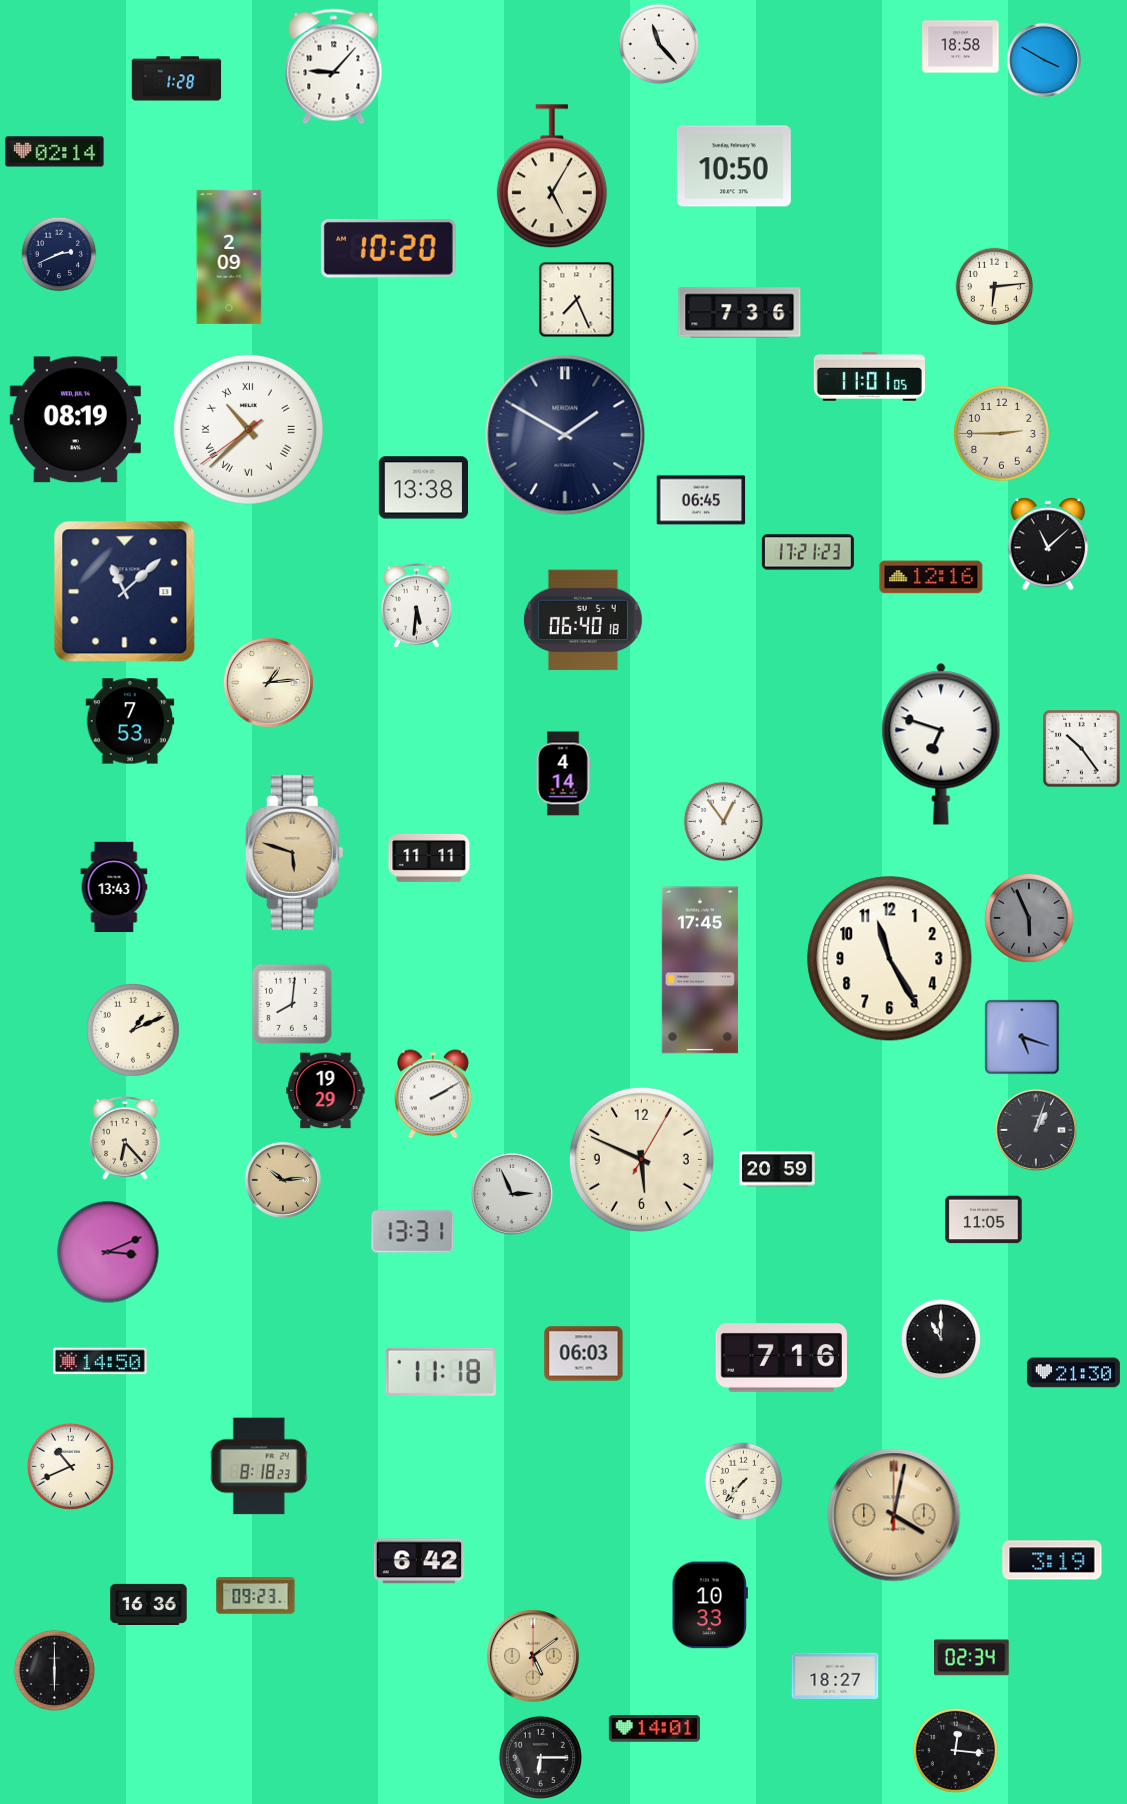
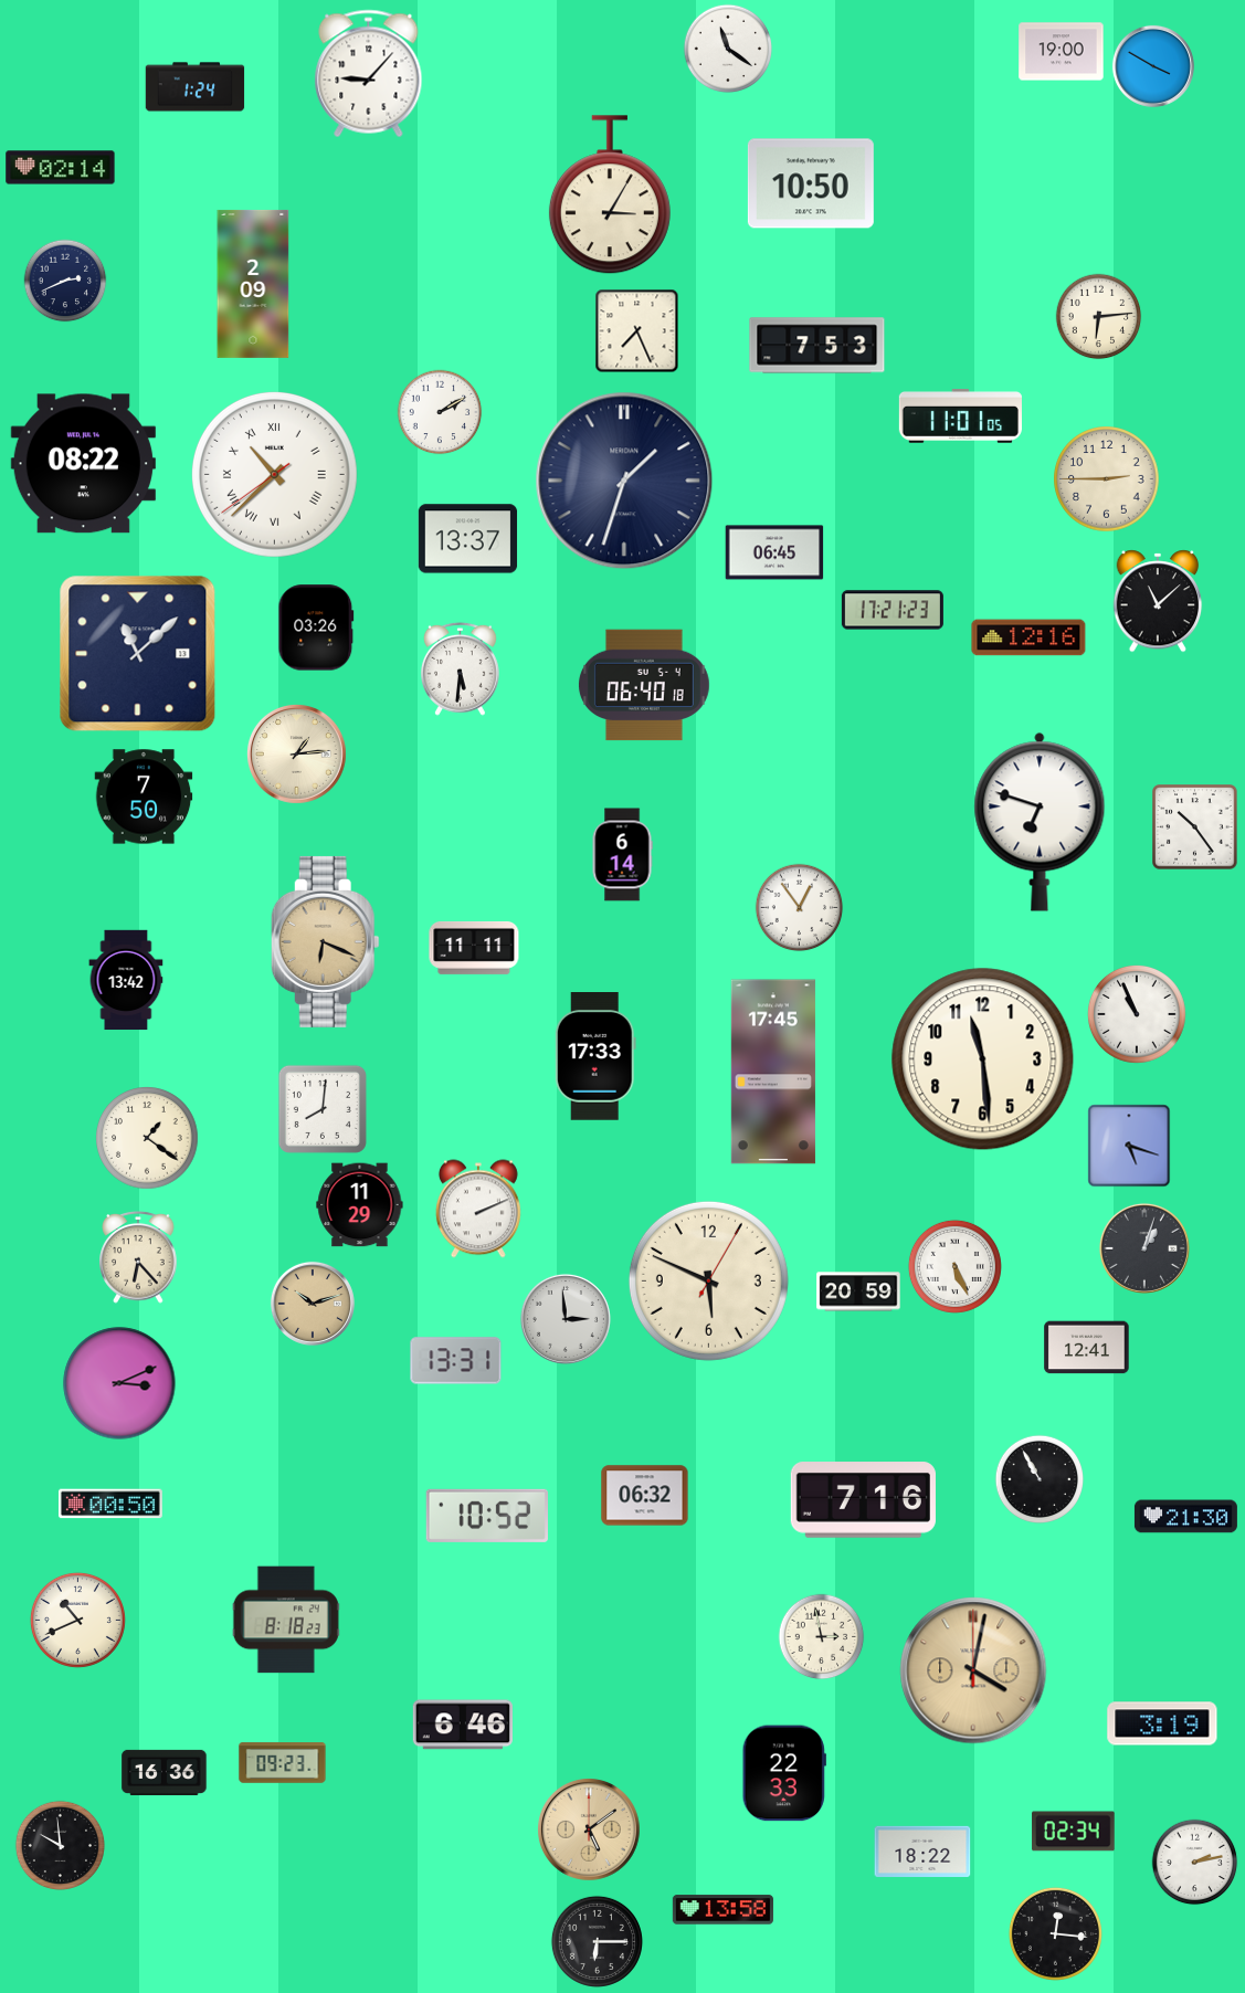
clock at (658, 44): 11:23 -> 11:21
clock at (961, 47): 18:58 -> 19:00
clock at (177, 79): 1:28 -> 1:24
clock at (552, 177): 5:05 -> 3:05
clock at (388, 249): 10:20 -> none
clock at (740, 313): 7:36 -> 7:53
clock at (440, 412): none -> 2:10
clock at (75, 420): 08:19 -> 08:22
clock at (565, 435): 1:50 -> 1:33
clock at (424, 488): 13:38 -> 13:37
clock at (316, 628): none -> 03:26
clock at (130, 721): 7:53 -> 7:50
clock at (563, 774): 4:14 -> 6:14
clock at (294, 852): 5:48 -> 6:19
clock at (114, 887): 13:43 -> 13:42
clock at (1029, 918): 5:56 -> 10:56
clock at (1029, 918) dial: grey -> white
clock at (595, 1056): none -> 17:33
clock at (890, 959): 11:25 -> 11:29
clock at (133, 1030): 1:11 -> 1:21
clock at (326, 1091): 19:29 -> 11:29
clock at (433, 1094): 2:10 -> 2:11
clock at (954, 1266): none -> 5:26
clock at (283, 1180): 10:14 -> 10:12
clock at (512, 1194): 2:56 -> 2:59
clock at (984, 1220): 11:05 -> 12:41
clock at (940, 1339): 11:00 -> 10:55
clock at (584, 1354): 06:03 -> 06:32
clock at (100, 1361): 14:50 -> 00:50
clock at (441, 1372): 11:18 -> 10:52
clock at (744, 1482): 7:37 -> 2:58
clock at (894, 1515) position: (894, 1515) -> (973, 1670)
clock at (419, 1561): 6:42 -> 6:46
clock at (710, 1605): 10:33 -> 22:33
clock at (54, 1670): 6:00 -> 9:59
clock at (835, 1676): 18:27 -> 18:22
clock at (1195, 1863): none -> 2:13
clock at (654, 1729): 14:01 -> 13:58
